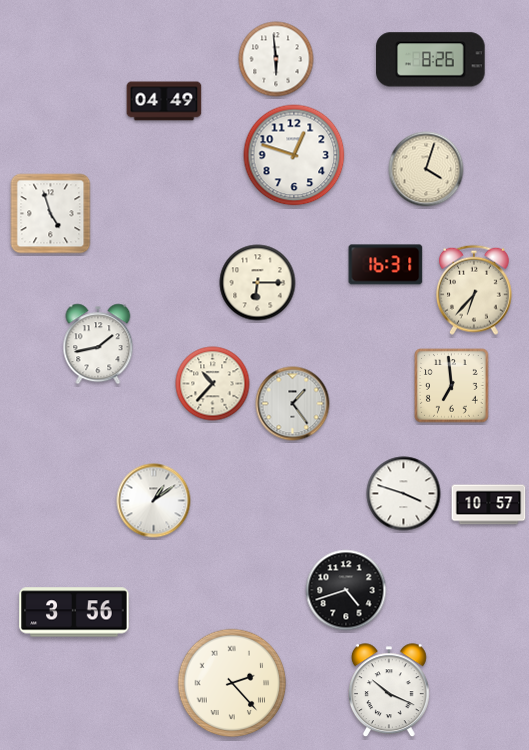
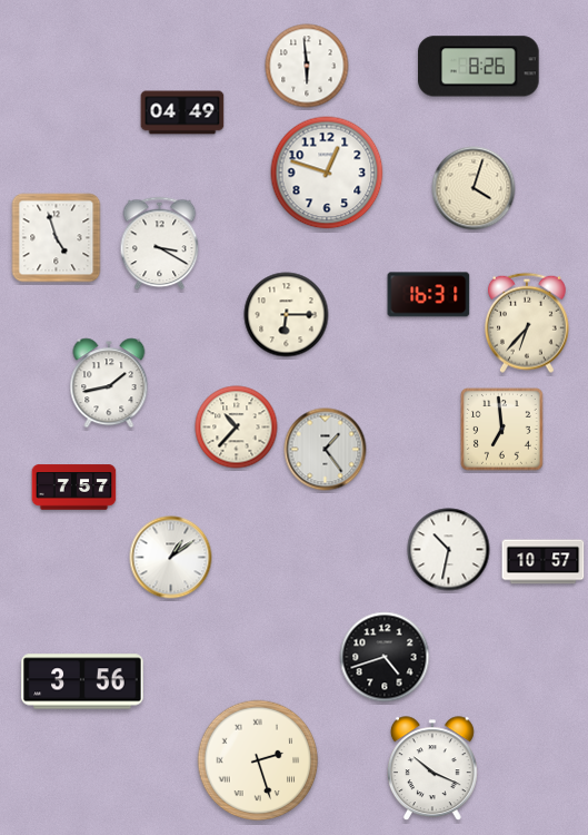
clock at (160, 244): none -> 3:20
clock at (74, 488): none -> 7:57
clock at (404, 494): 3:48 -> 10:32
clock at (232, 683): 2:23 -> 2:27
